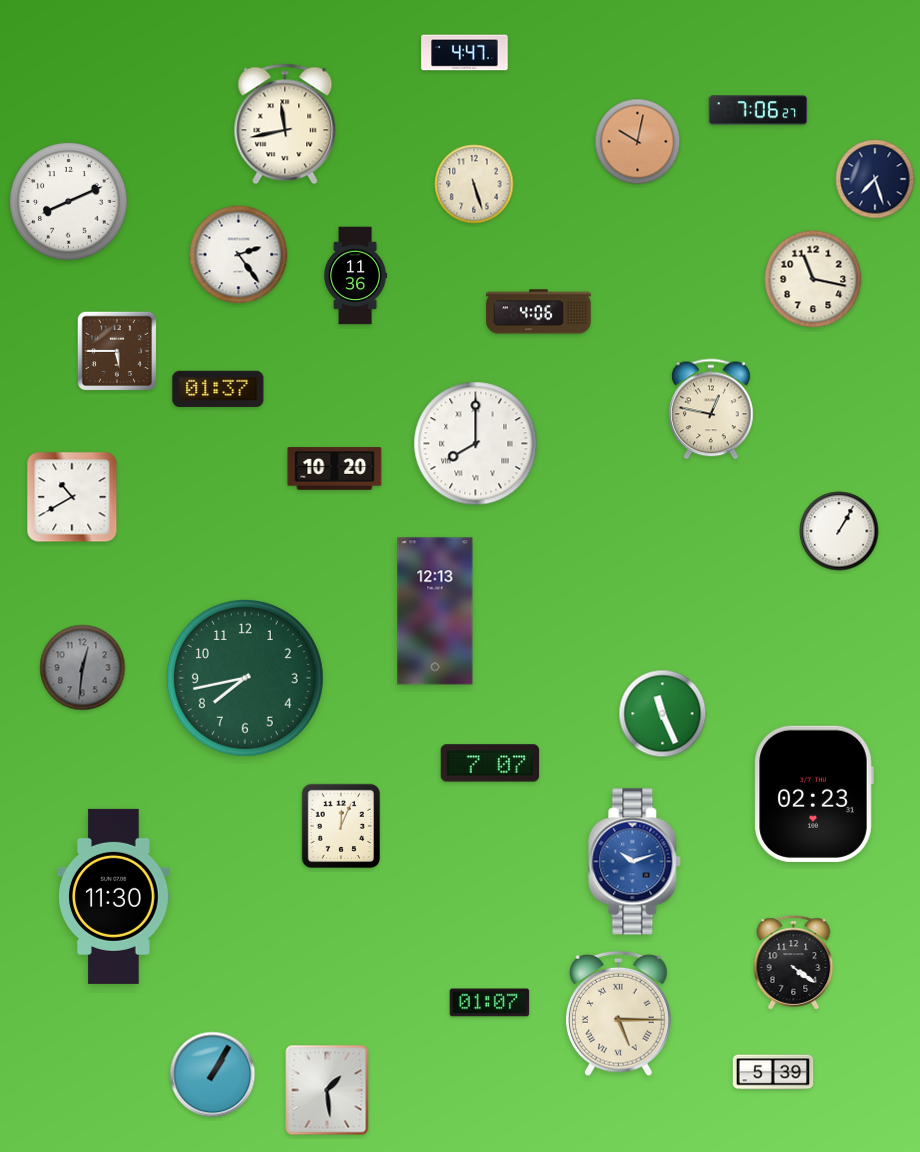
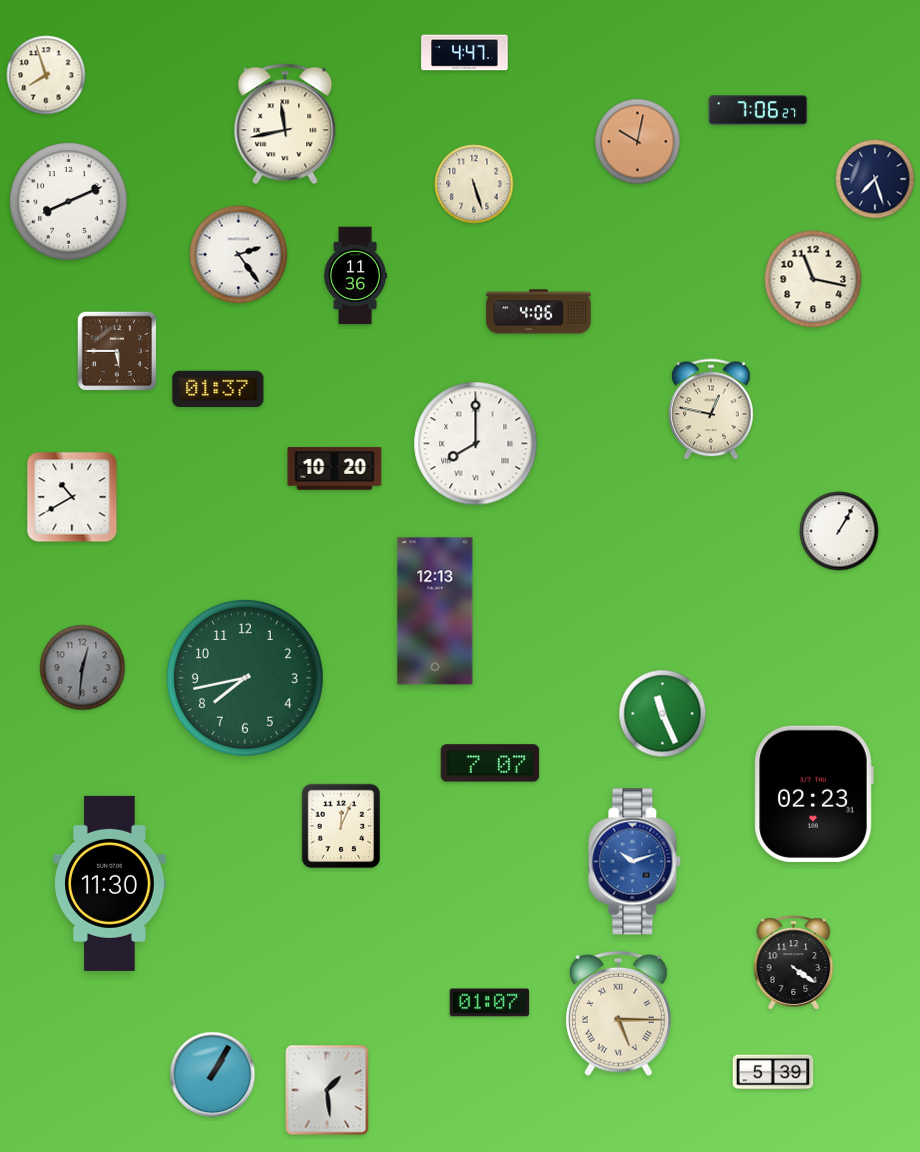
clock at (46, 75): none -> 7:57
clock at (114, 896) position: (114, 896) -> (110, 883)
